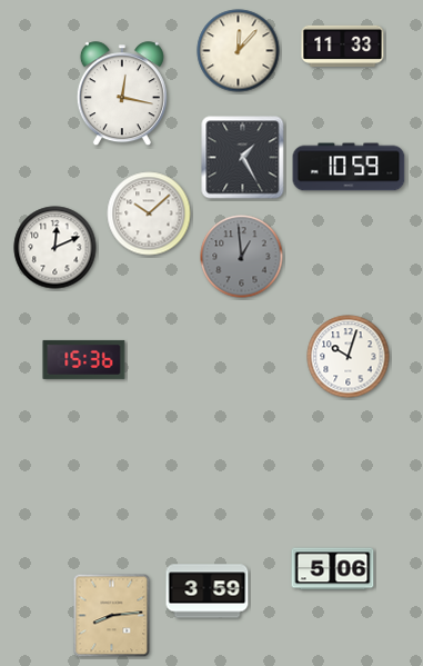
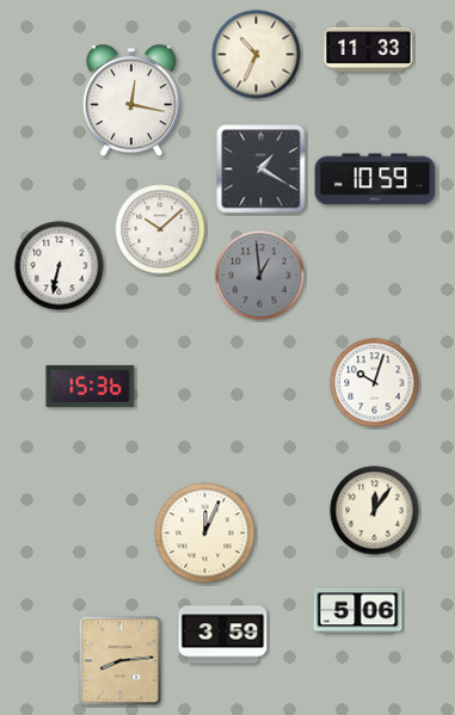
clock at (239, 51): 12:07 -> 10:34
clock at (243, 158): 1:25 -> 1:20
clock at (56, 248): 12:11 -> 6:32
clock at (375, 511): none -> 12:06
clock at (205, 534): none -> 12:04
